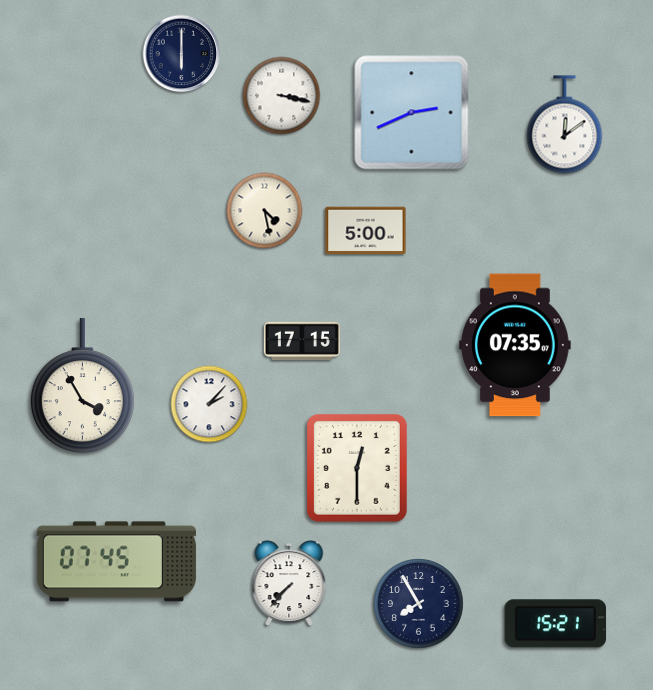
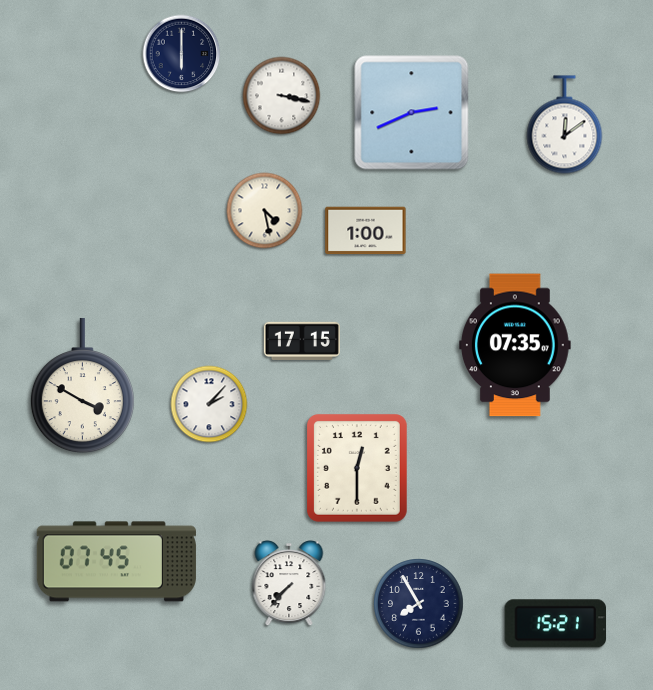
clock at (366, 231): 5:00 -> 1:00
clock at (82, 386): 3:55 -> 3:50
